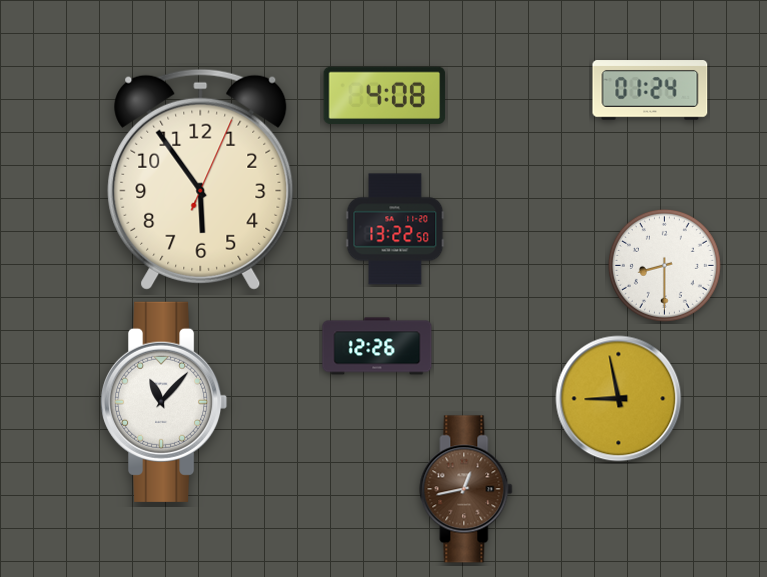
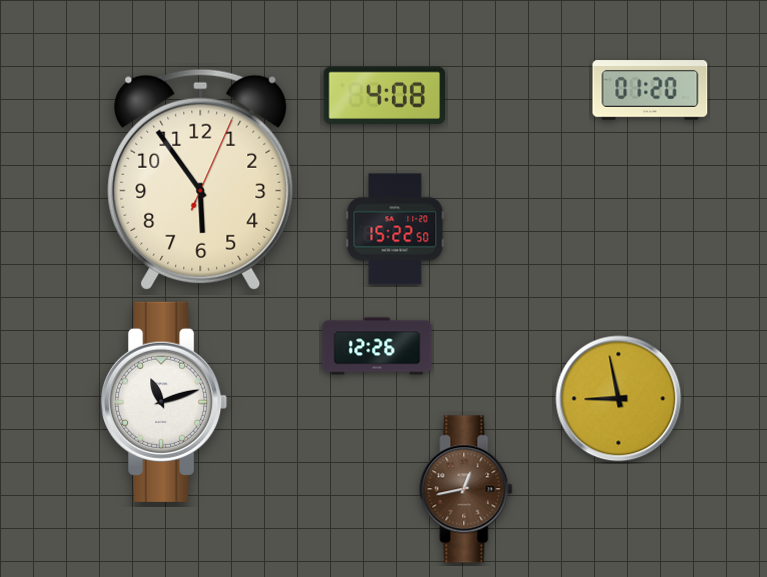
clock at (650, 90): 01:24 -> 01:20
clock at (395, 229): 13:22 -> 15:22
clock at (664, 265): 8:30 -> none
clock at (164, 402): 11:07 -> 11:12
